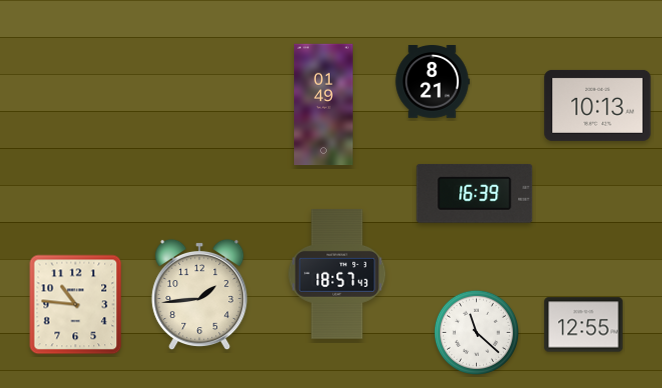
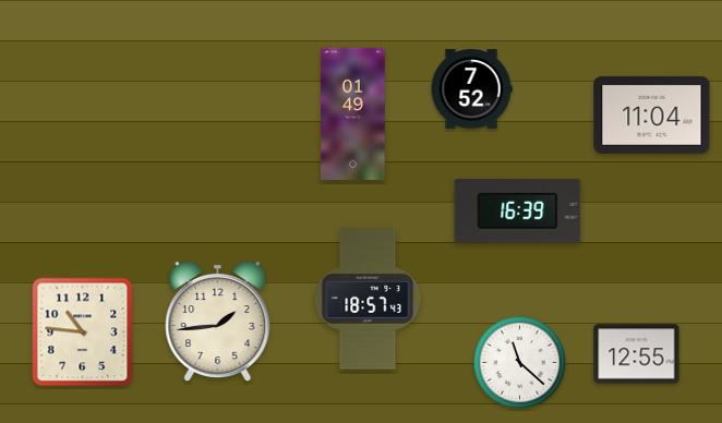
clock at (432, 82): 8:21 -> 7:52
clock at (598, 105): 10:13 -> 11:04
